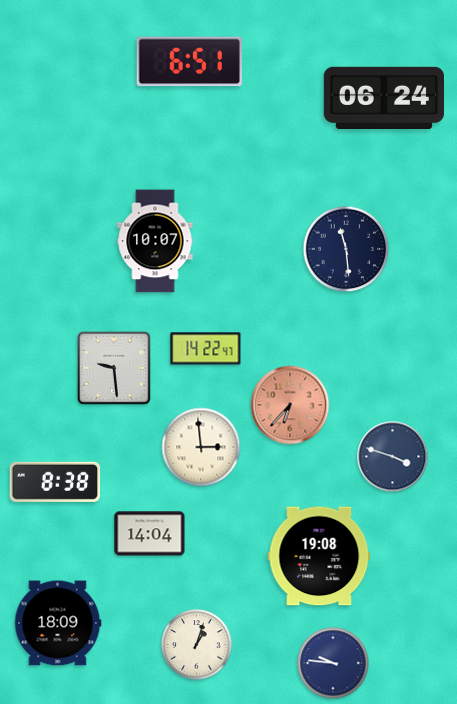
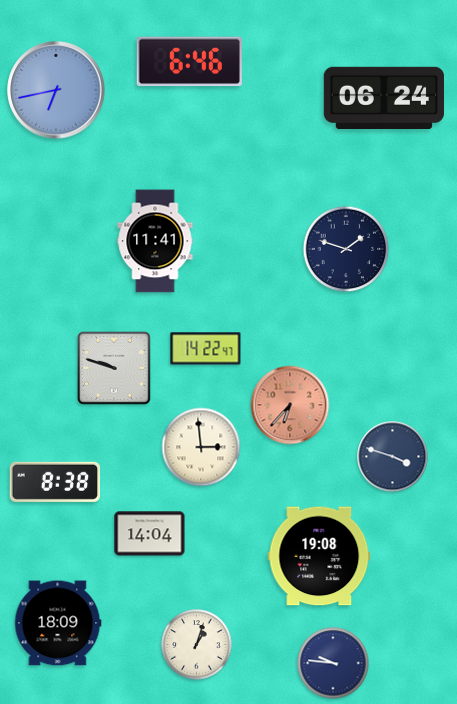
clock at (189, 62): 6:51 -> 6:46
clock at (56, 90): none -> 6:43
clock at (155, 241): 10:07 -> 11:41
clock at (346, 249): 11:29 -> 1:48
clock at (114, 368): 9:29 -> 9:48
